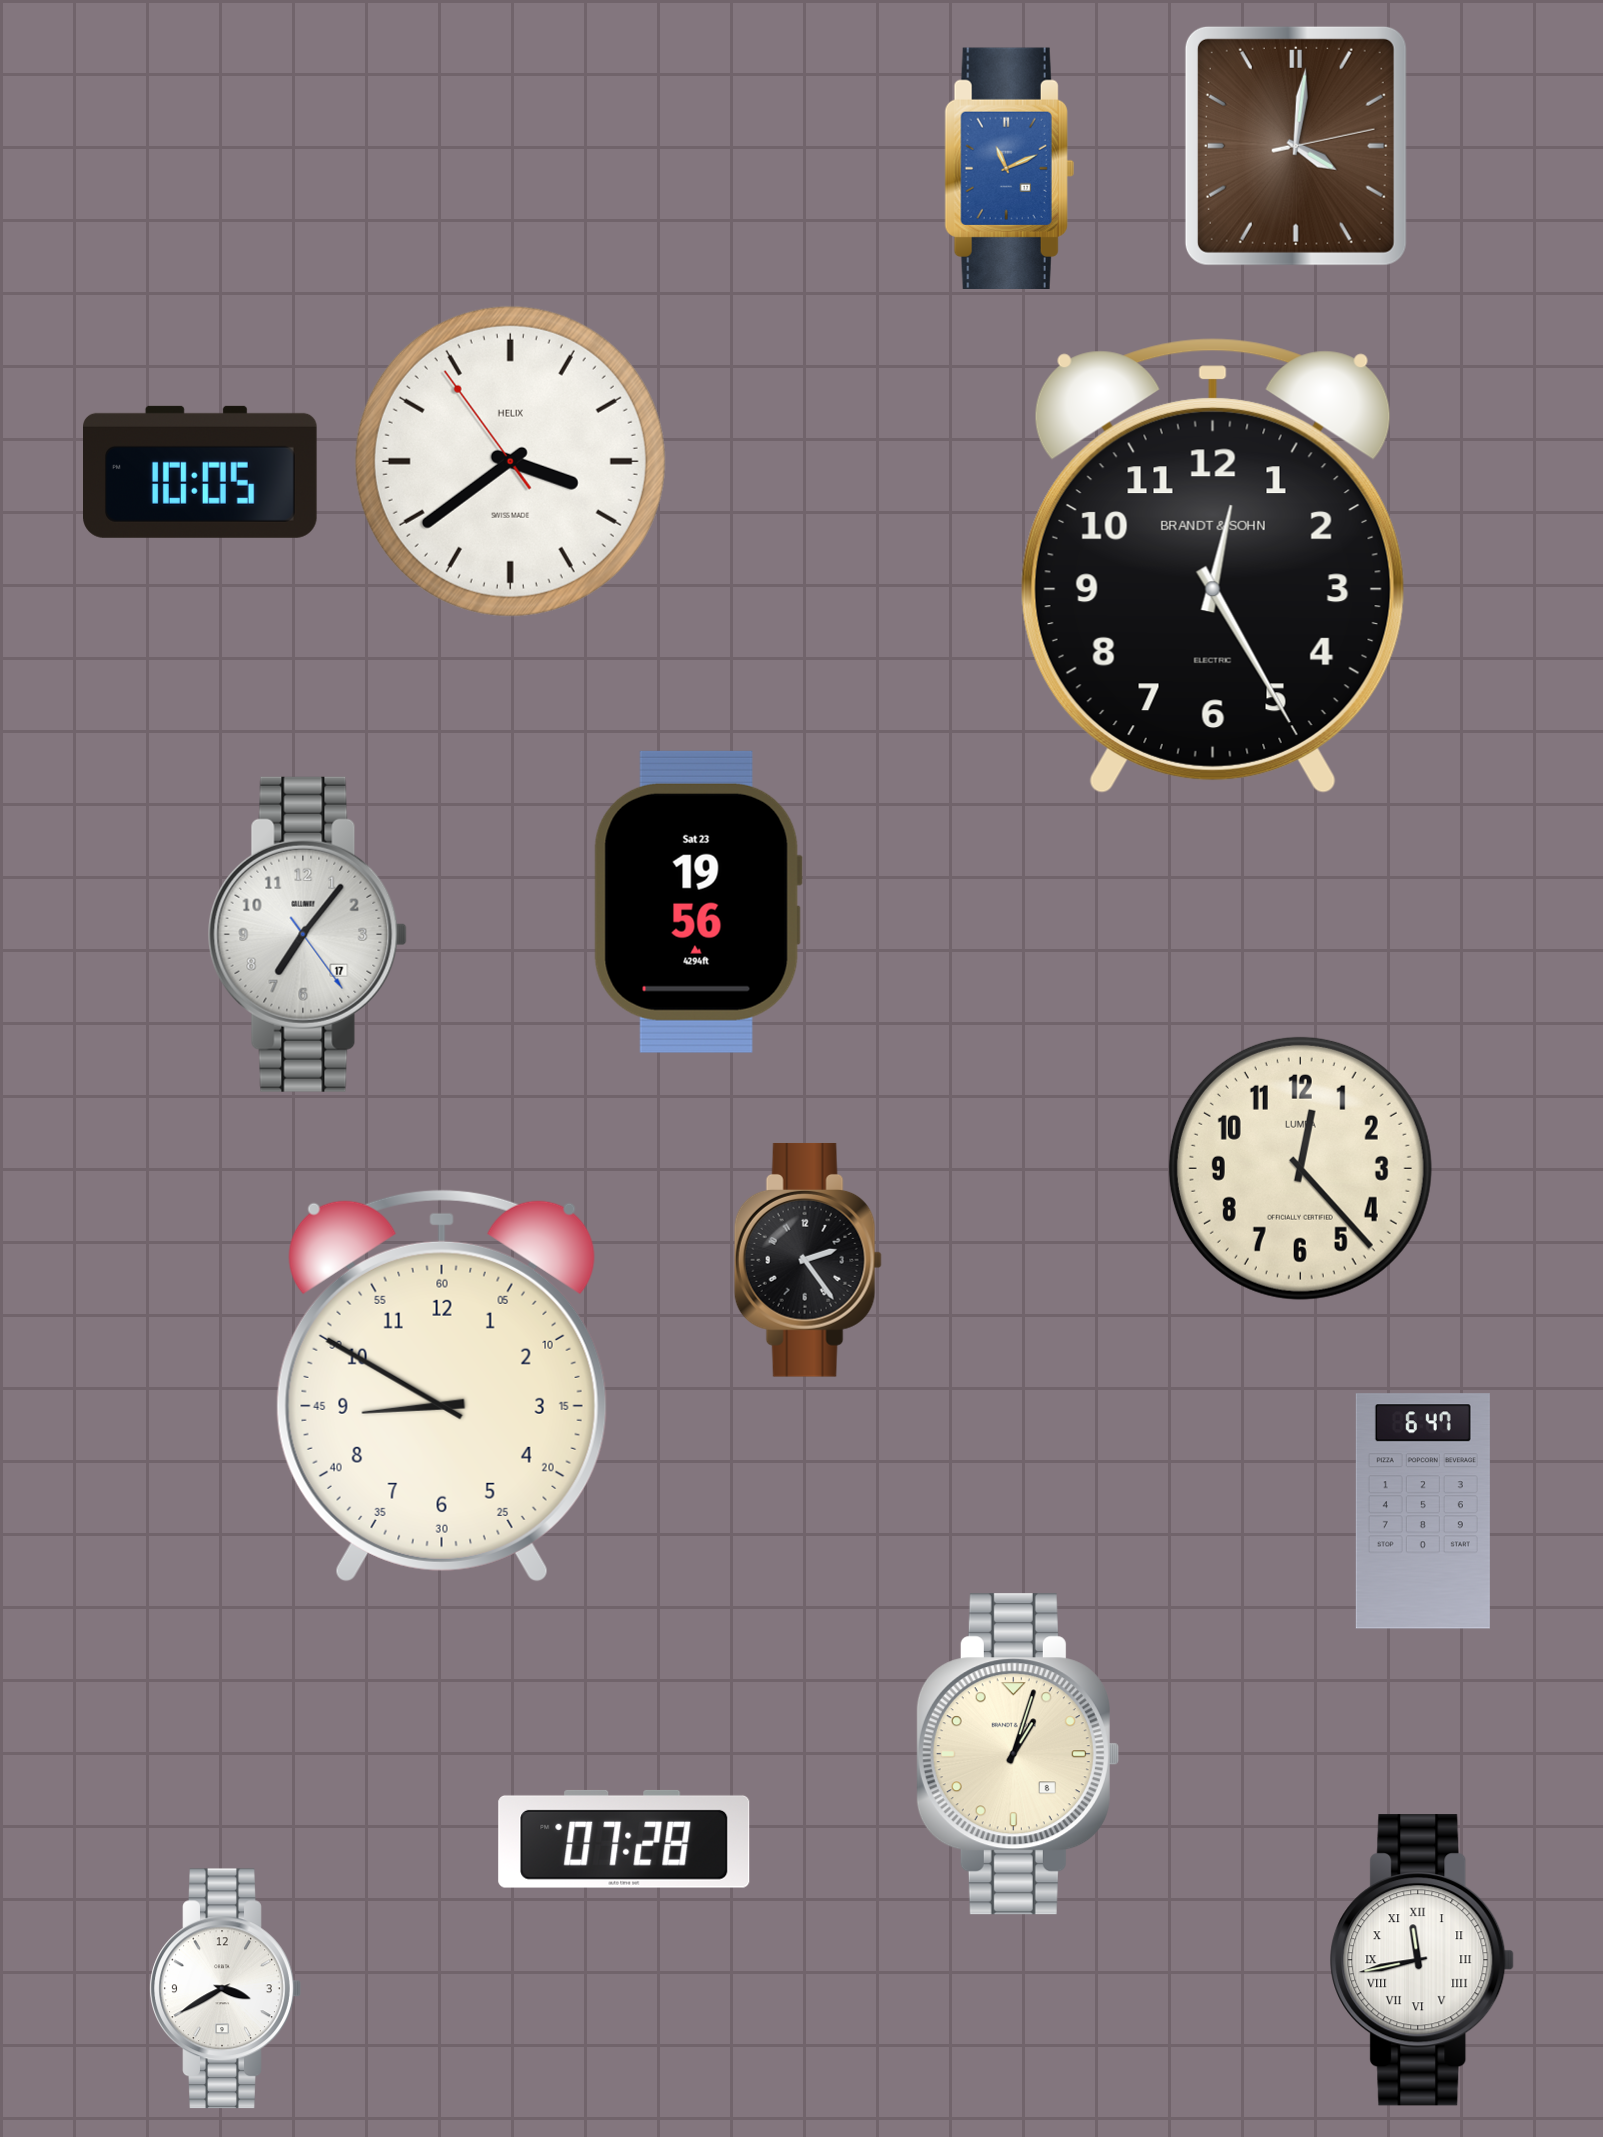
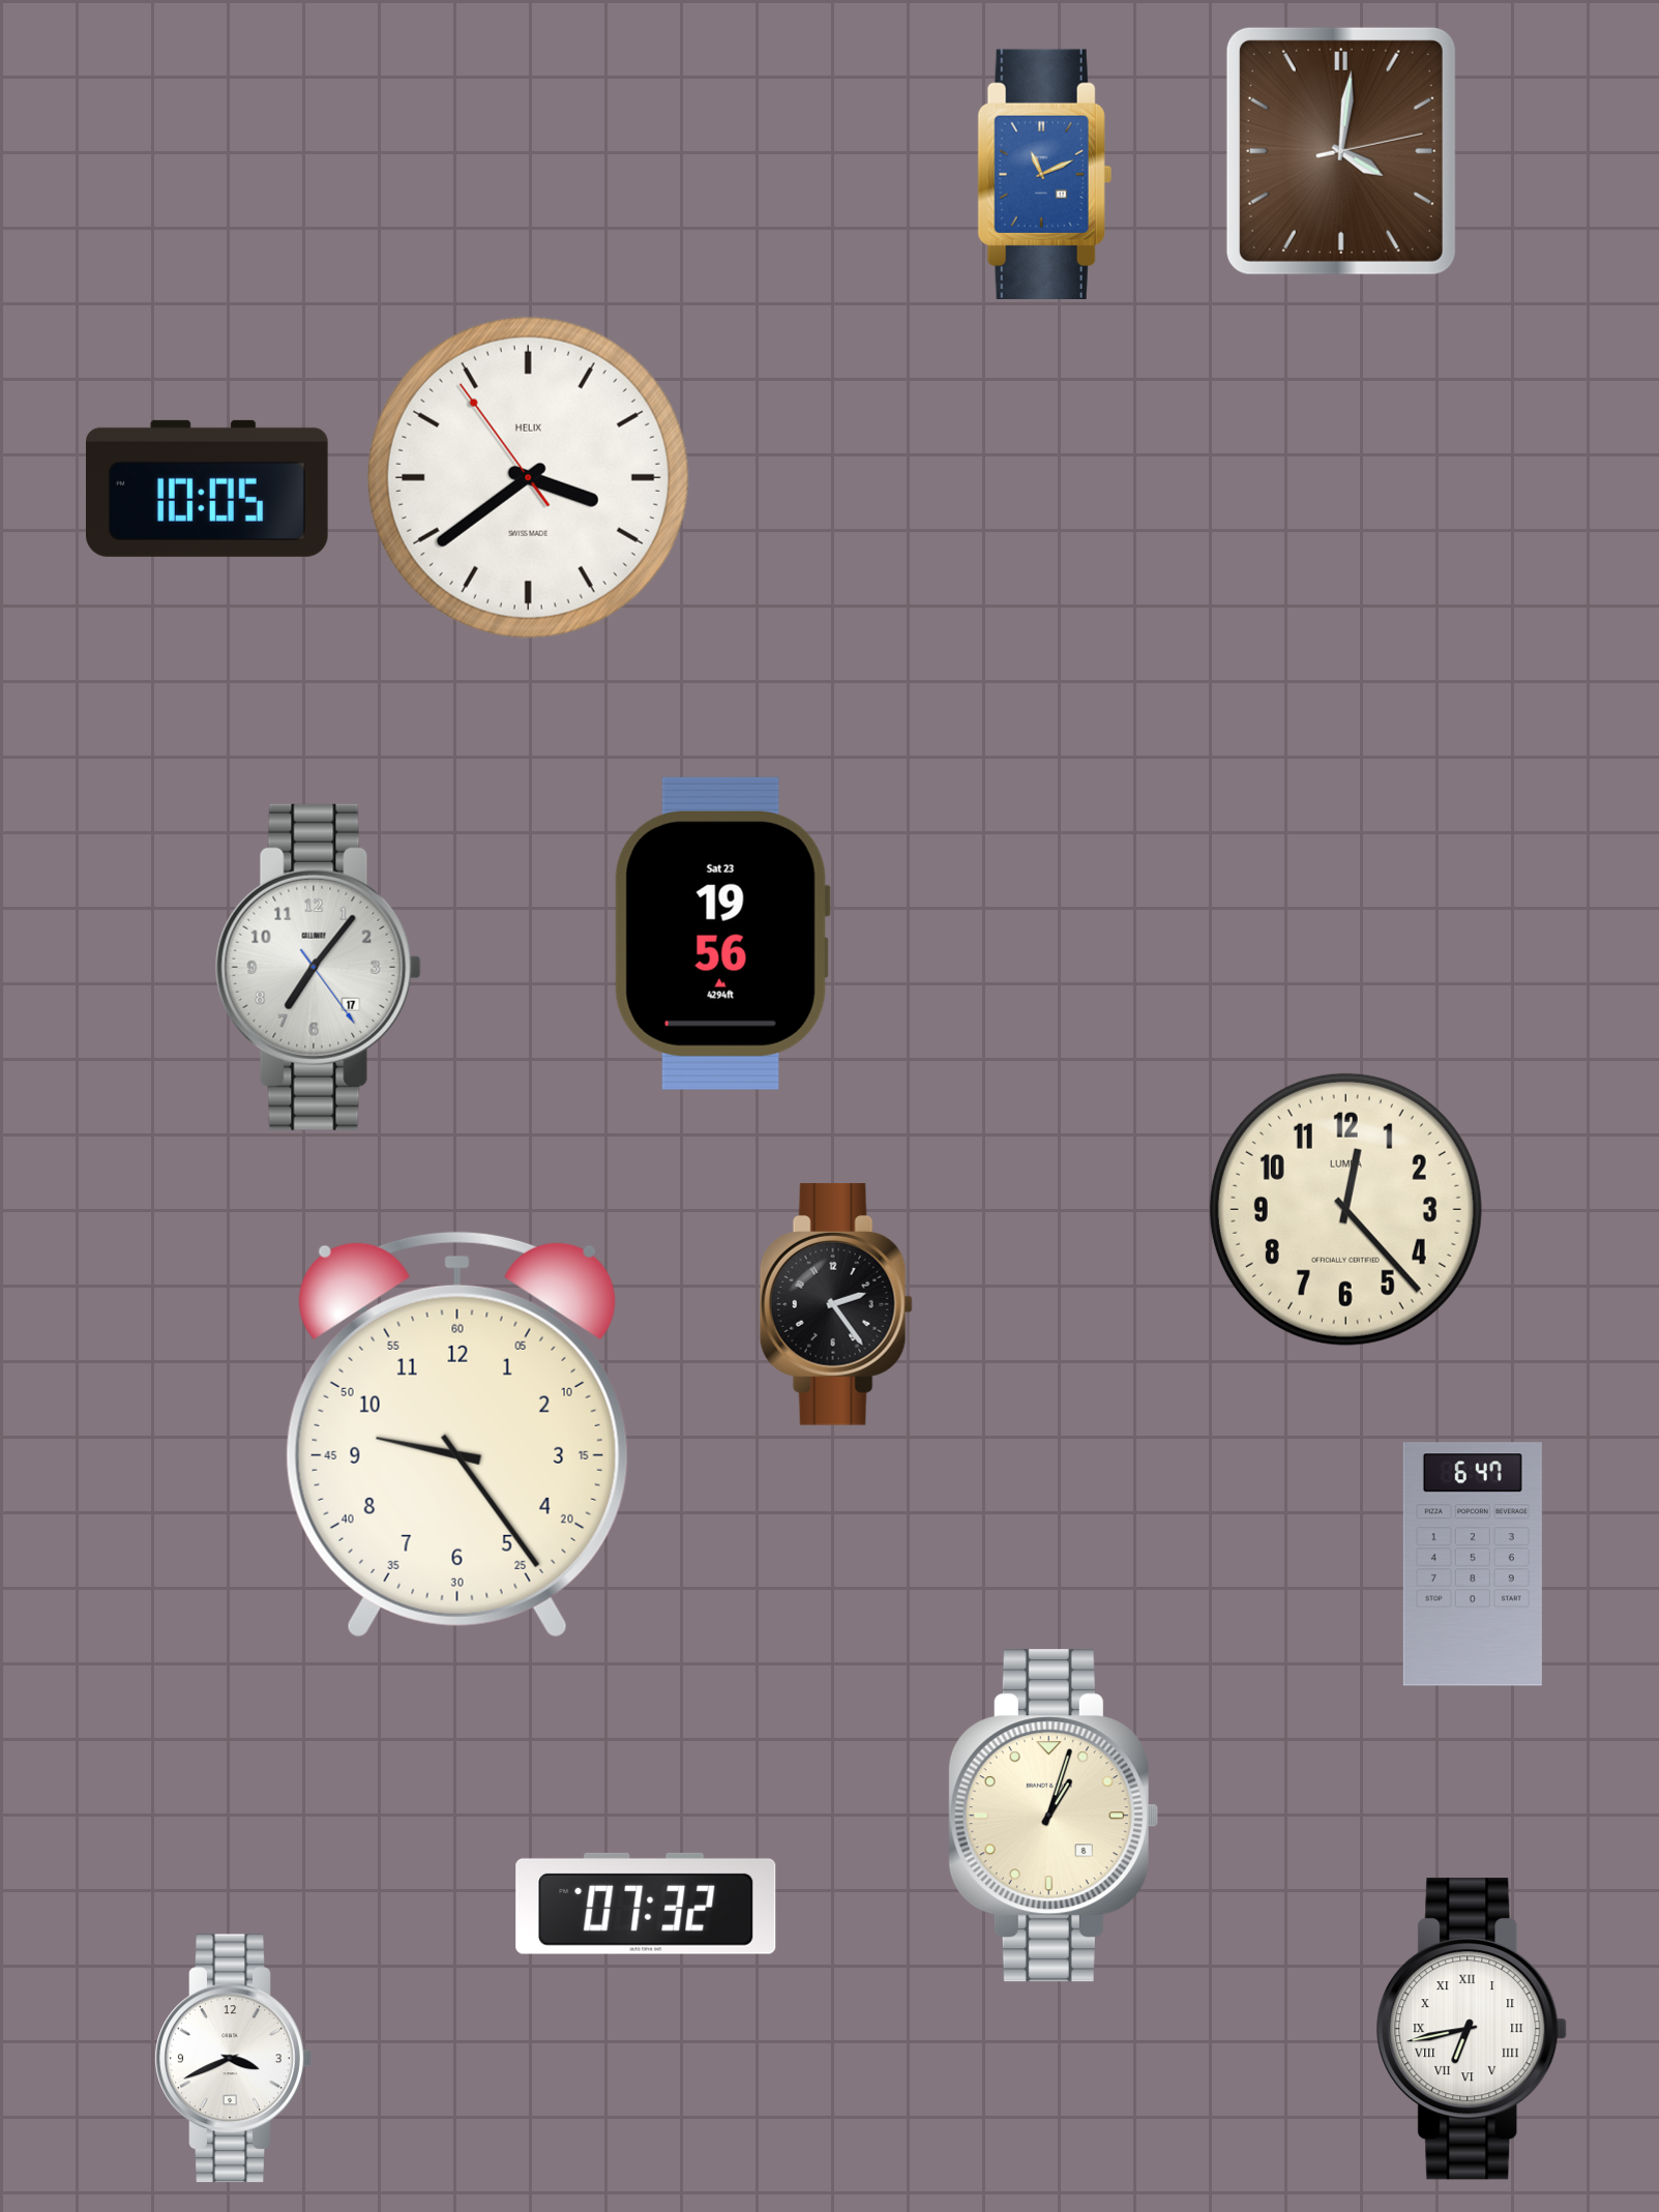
clock at (1213, 566): 12:25 -> none
clock at (442, 1386): 8:50 -> 9:24
clock at (624, 1839): 07:28 -> 07:32
clock at (1422, 1960): 11:43 -> 6:43
clock at (225, 1989): 3:40 -> 3:41
